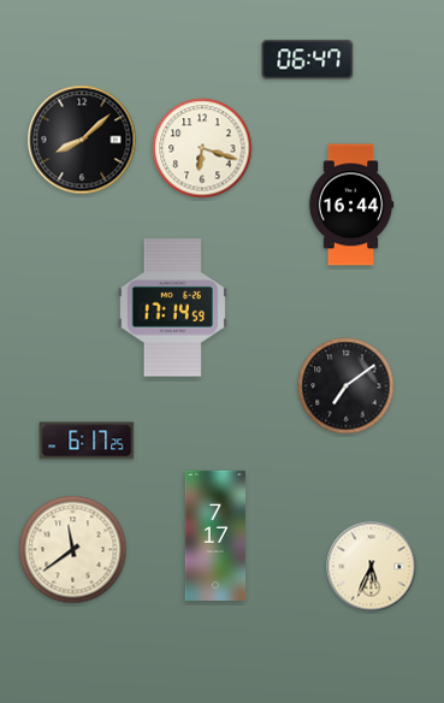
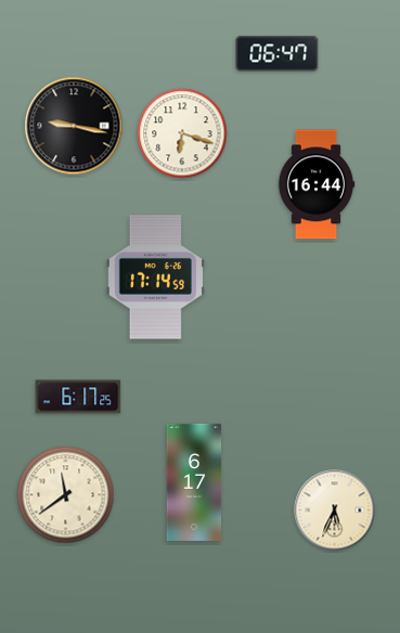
clock at (82, 140): 8:08 -> 9:17
clock at (347, 386): 7:09 -> none
clock at (215, 536): 7:17 -> 6:17
